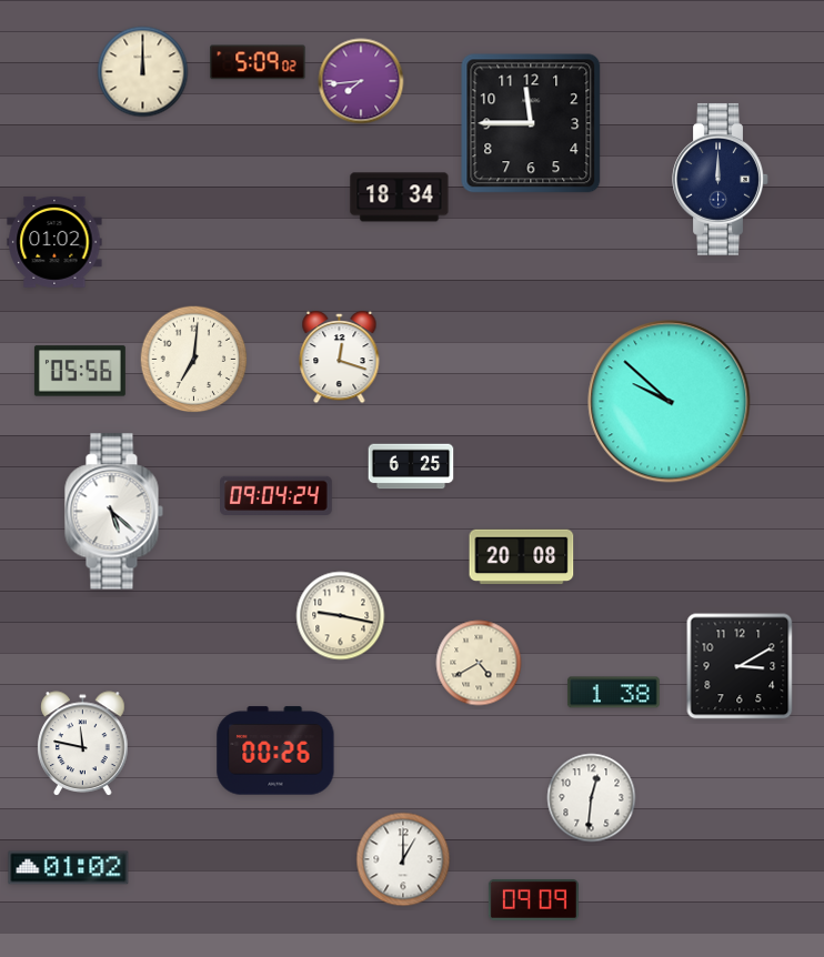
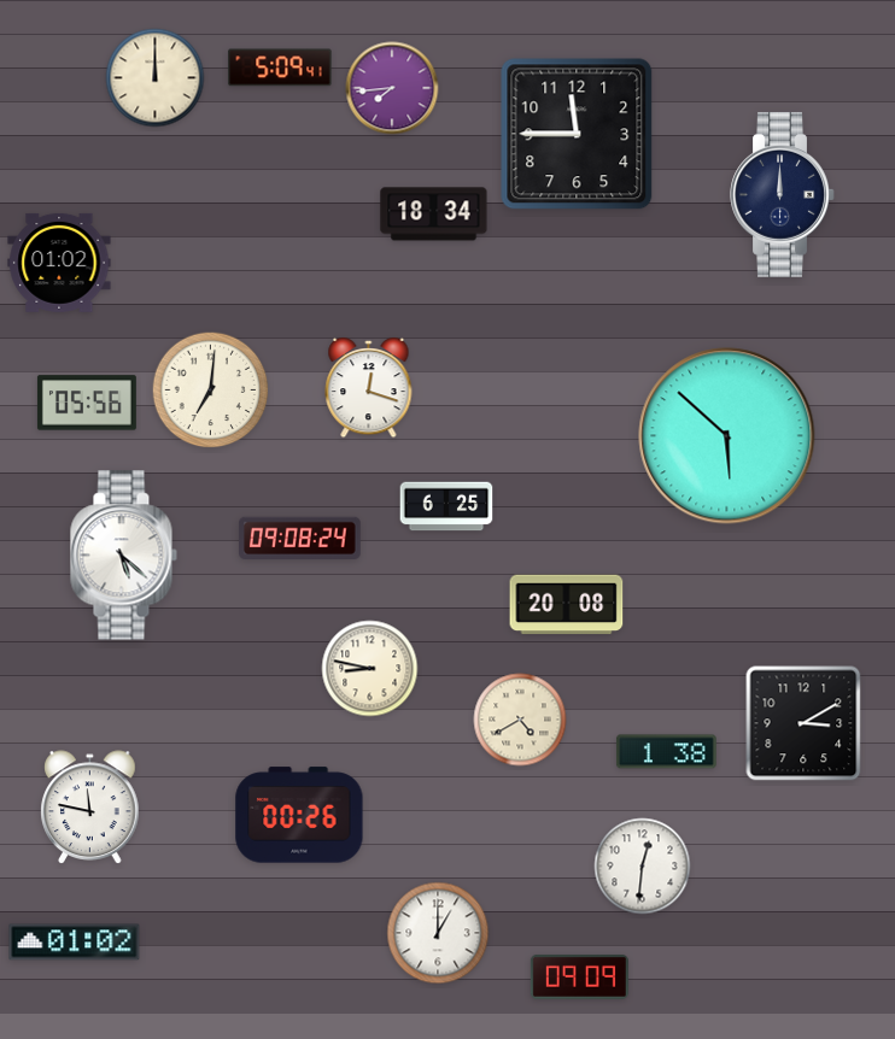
clock at (258, 62): 5:09:02 -> 5:09:41
clock at (670, 402): 9:52 -> 5:52
clock at (277, 495): 09:04 -> 09:08
clock at (341, 616): 9:17 -> 8:47
